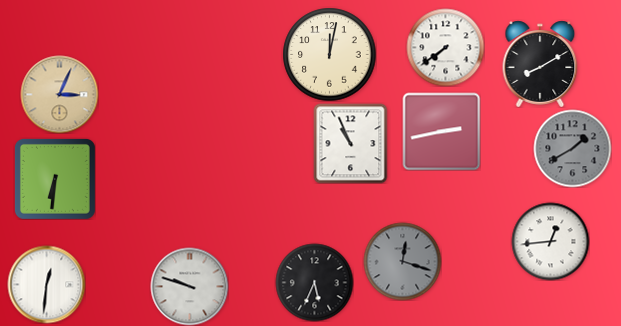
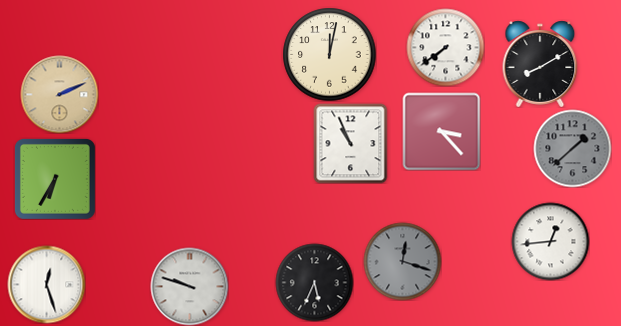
clock at (59, 94): 3:04 -> 2:11
clock at (441, 131): 2:43 -> 3:23
clock at (572, 148): 1:40 -> 1:38
clock at (55, 179): 6:31 -> 6:35
clock at (46, 284): 12:31 -> 12:27
